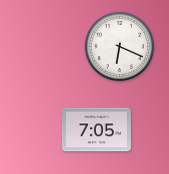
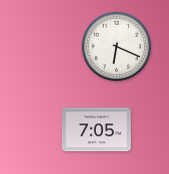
clock at (120, 47) position: (120, 47) -> (117, 47)
